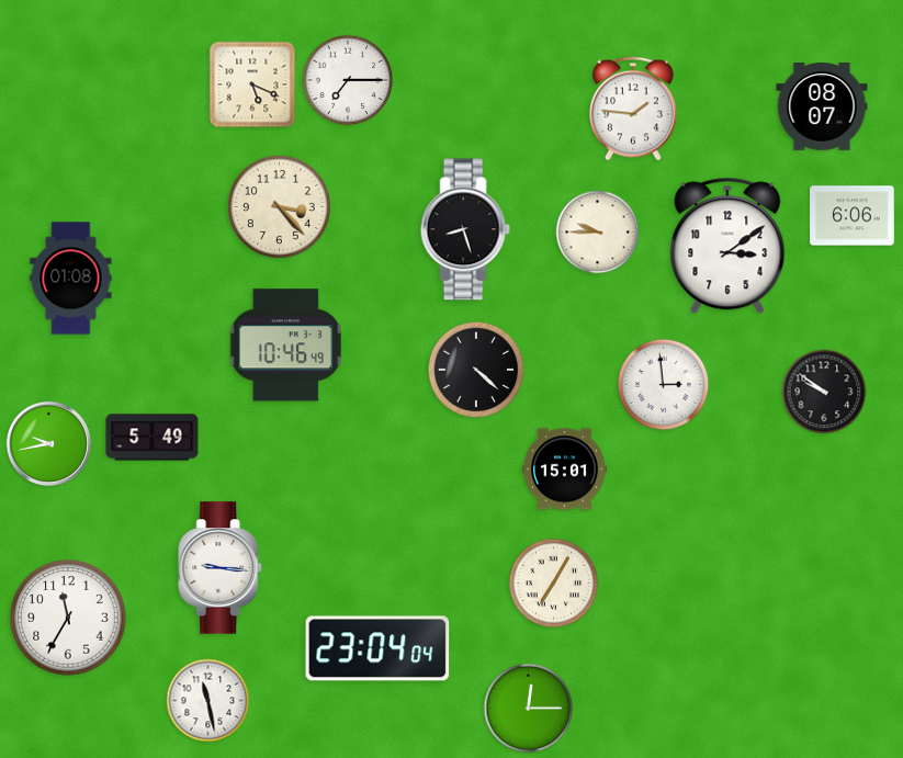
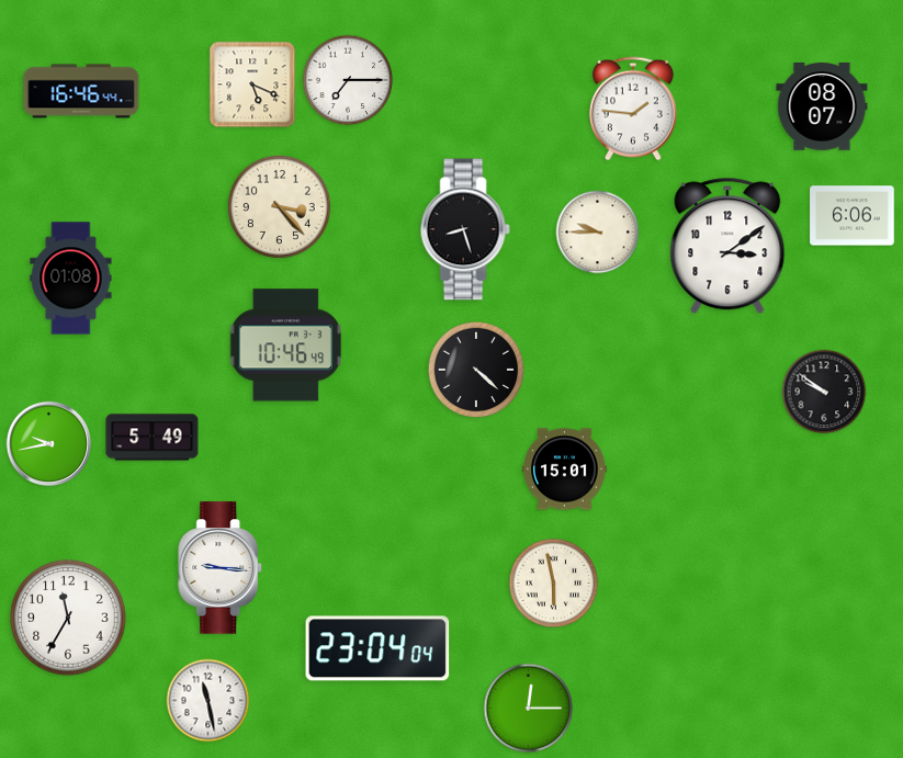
clock at (81, 91): none -> 16:46
clock at (664, 385): 2:59 -> none
clock at (554, 584): 7:05 -> 5:58
